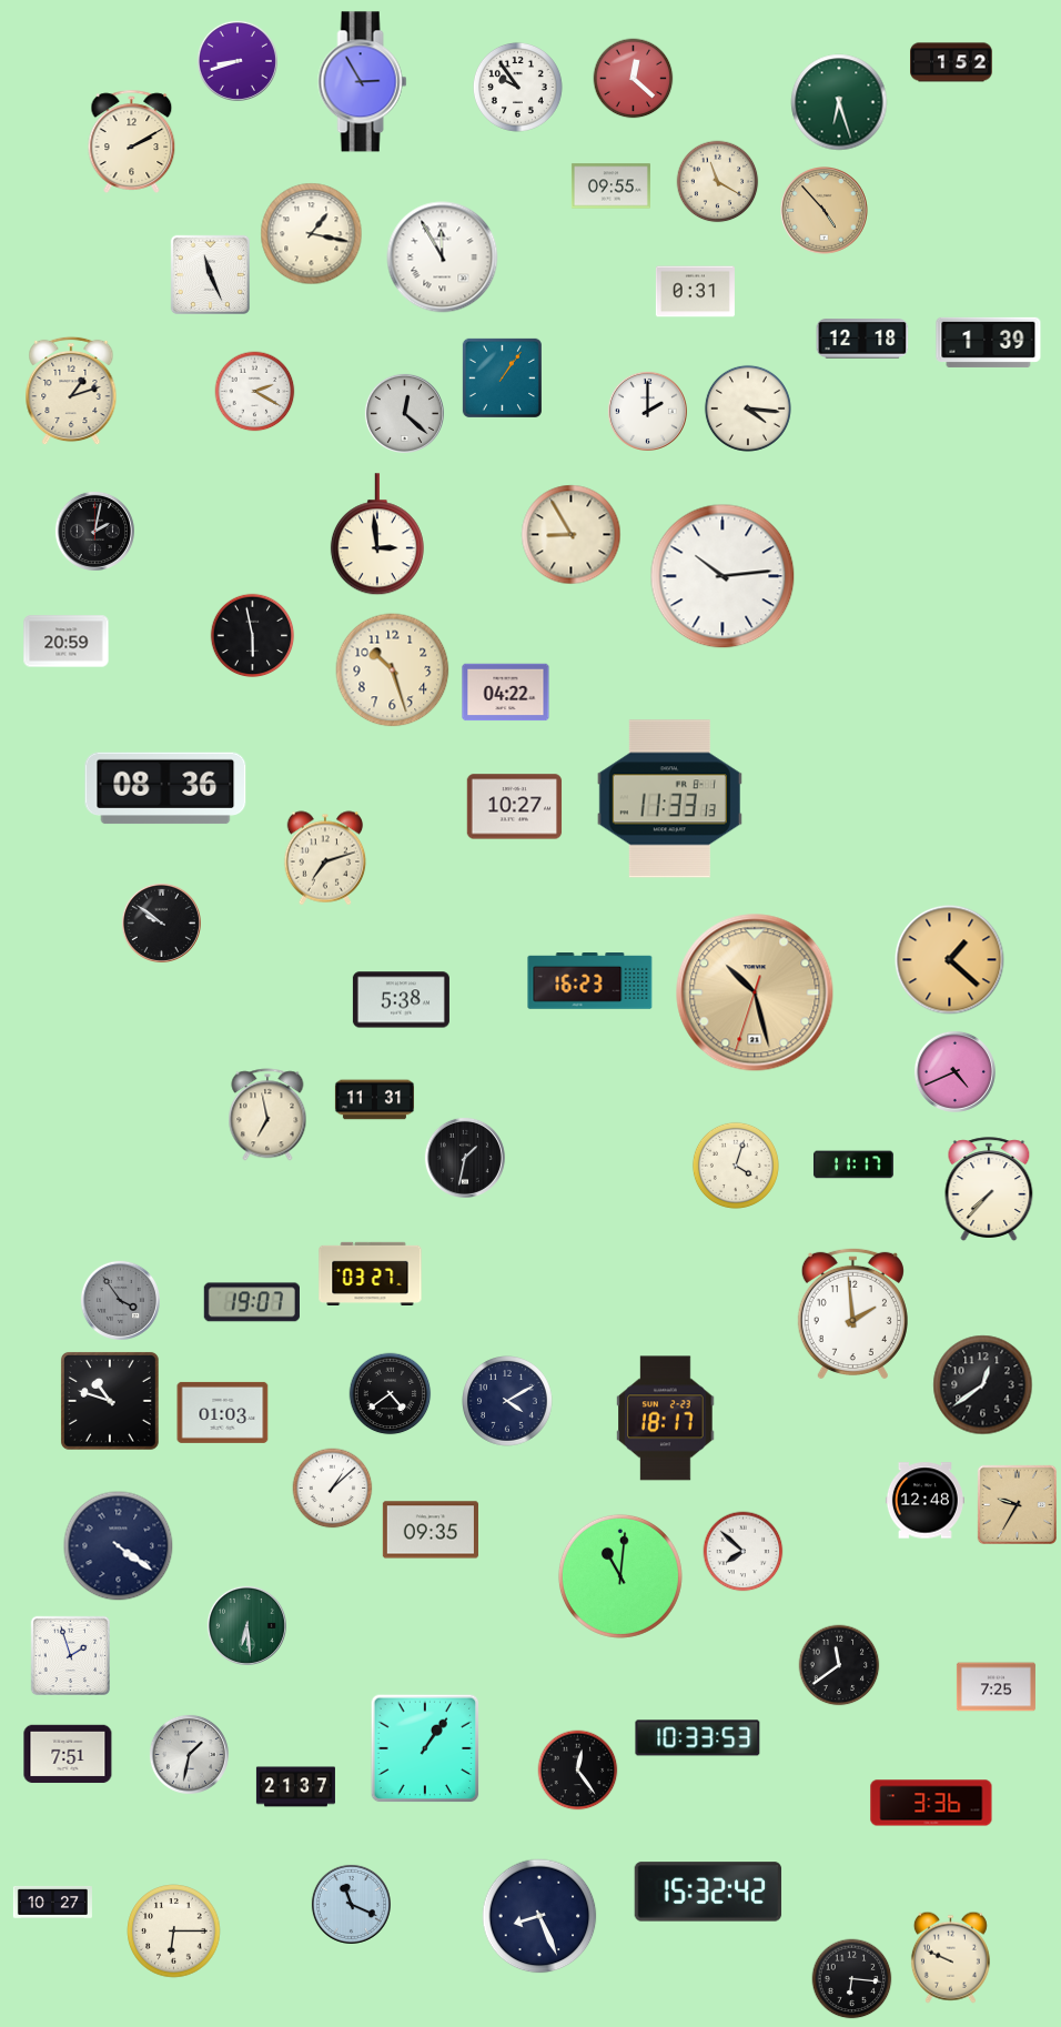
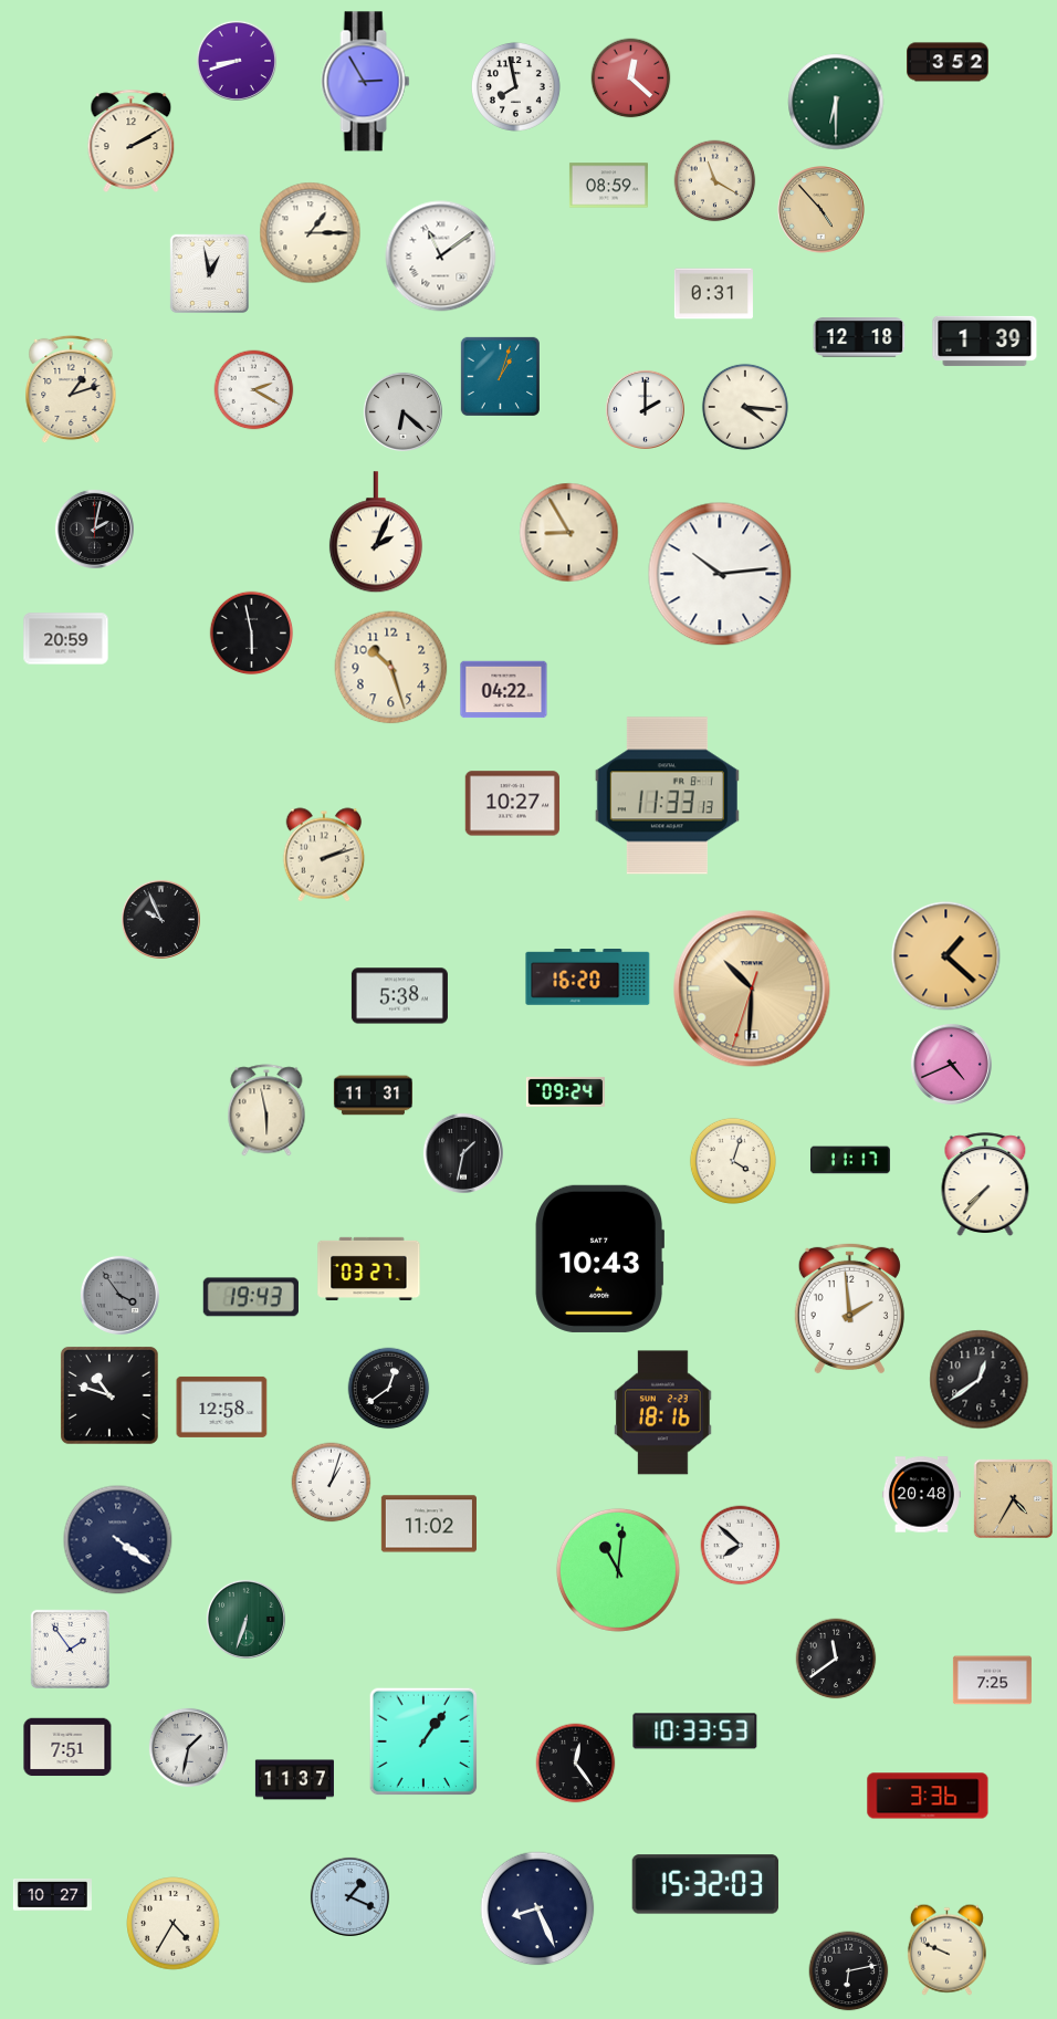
clock at (951, 62): 1:52 -> 3:52
clock at (363, 82) position: (363, 82) -> (366, 82)
clock at (517, 87): 9:54 -> 7:58
clock at (839, 102): 6:27 -> 6:30
clock at (610, 186): 09:55 -> 08:59
clock at (312, 234): 1:17 -> 1:15
clock at (443, 258): 11:55 -> 11:09
clock at (210, 274): 11:26 -> 12:58
clock at (695, 292) position: (695, 292) -> (713, 294)
clock at (502, 377): 1:06 -> 1:03
clock at (404, 413): 12:22 -> 6:22
clock at (377, 535): 2:59 -> 2:04
clock at (165, 788): 08:36 -> none
clock at (325, 858): 7:12 -> 2:12
clock at (161, 922): 9:51 -> 9:56
clock at (590, 981): 16:23 -> 16:20
clock at (755, 992): 10:27 -> 10:30
clock at (954, 1071) position: (954, 1071) -> (951, 1064)
clock at (565, 1091): none -> 09:24
clock at (267, 1115): 6:58 -> 5:58
clock at (599, 1258): none -> 10:43
clock at (252, 1302): 19:07 -> 19:43
clock at (391, 1394): 4:39 -> 12:39
clock at (508, 1402): 4:10 -> none
clock at (223, 1412): 01:03 -> 12:58
clock at (666, 1419): 18:17 -> 18:16
clock at (333, 1489): 1:08 -> 1:03
clock at (924, 1501): 12:48 -> 20:48
clock at (1017, 1504): 9:35 -> 4:35
clock at (431, 1530): 09:35 -> 11:02
clock at (246, 1625): 6:29 -> 6:33
clock at (70, 1655): 1:57 -> 1:54
clock at (295, 1787): 21:37 -> 11:37
clock at (708, 1892): 15:32:42 -> 15:32:03
clock at (351, 1904): 11:19 -> 1:19
clock at (174, 1932): 6:15 -> 4:35
clock at (852, 1979): 6:16 -> 6:13
